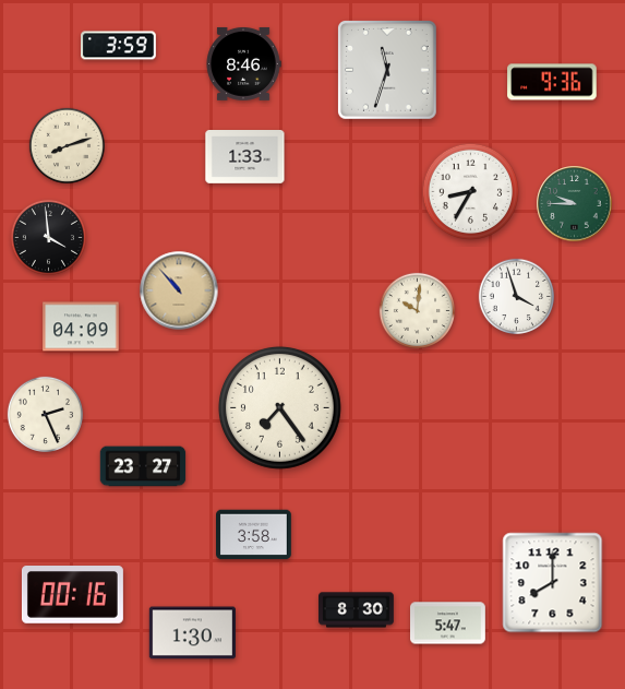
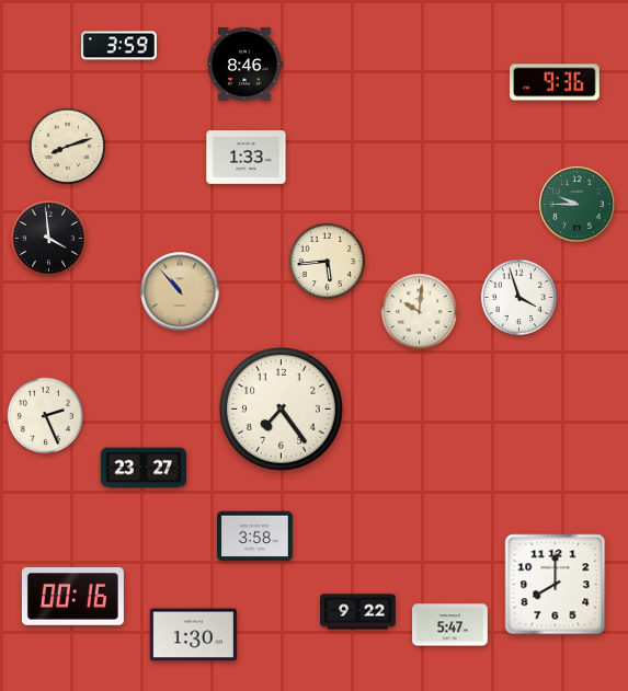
clock at (388, 71): 11:33 -> none
clock at (471, 192): 8:35 -> none
clock at (327, 261): none -> 5:44
clock at (81, 326): 04:09 -> none
clock at (357, 610): 8:30 -> 9:22
